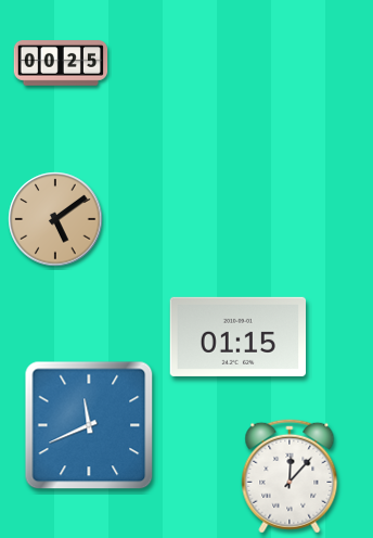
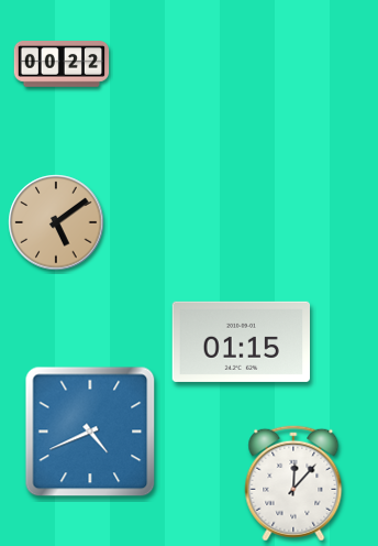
clock at (61, 64): 00:25 -> 00:22
clock at (89, 425): 11:41 -> 4:41
